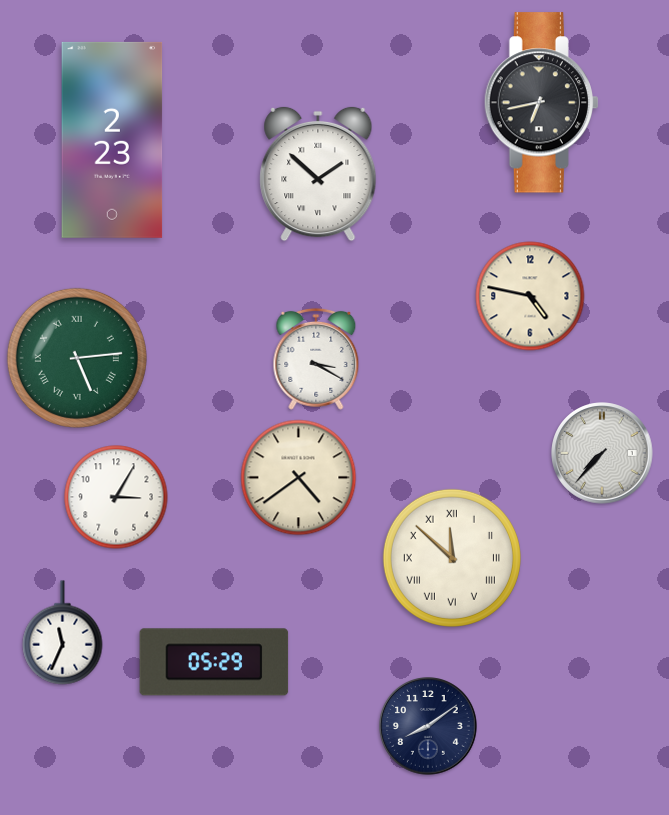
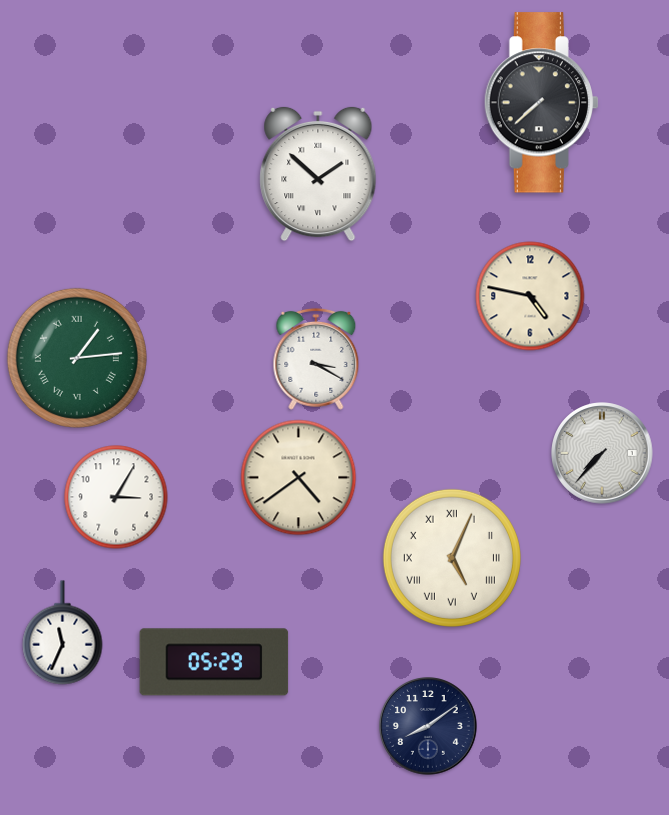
clock at (541, 103): 6:43 -> 7:38
clock at (112, 140): 2:23 -> none
clock at (77, 358): 5:14 -> 1:14
clock at (452, 558): 11:52 -> 5:04
